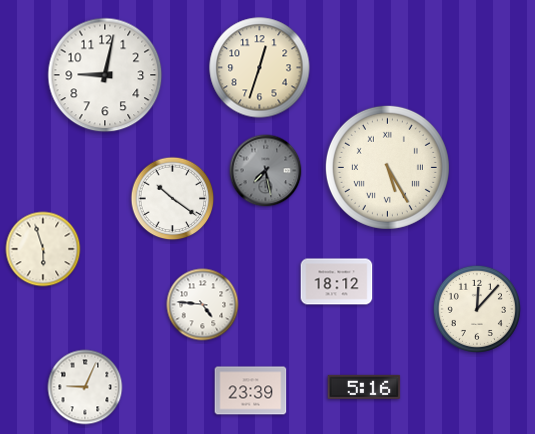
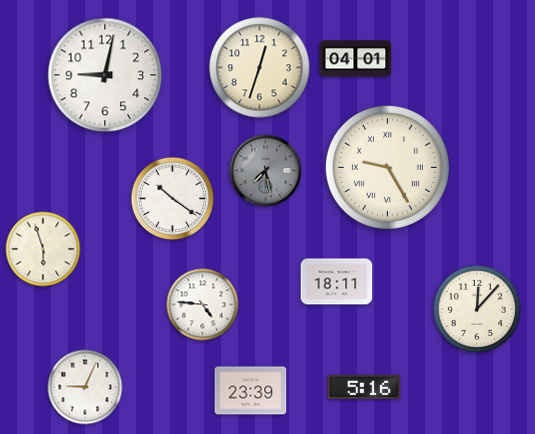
clock at (356, 59): none -> 04:01
clock at (387, 167): 5:25 -> 9:25
clock at (337, 282): 18:12 -> 18:11
